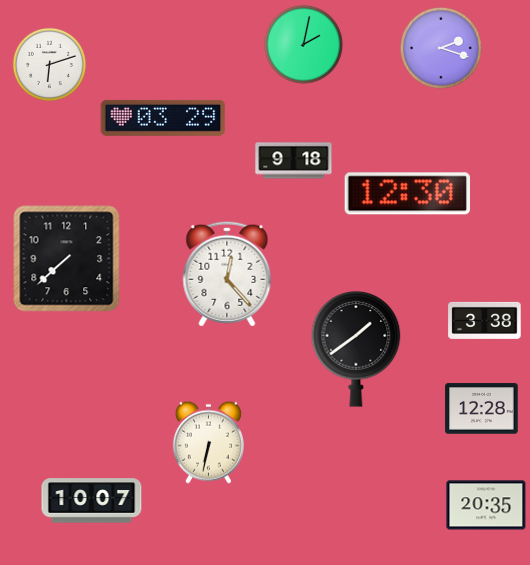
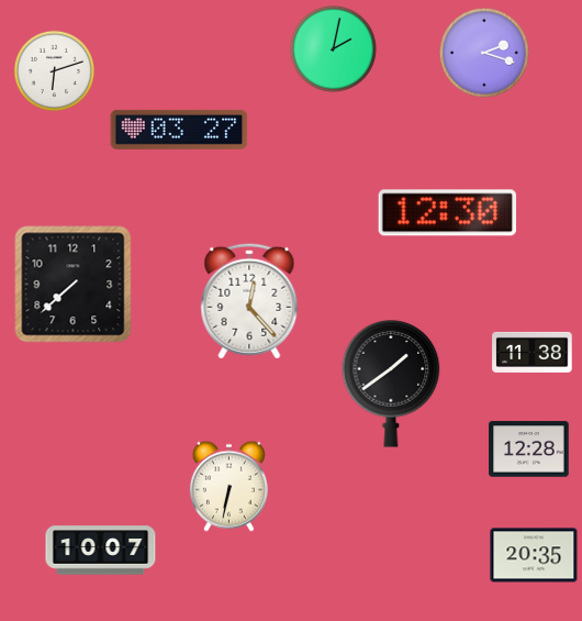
clock at (163, 118): 03:29 -> 03:27
clock at (294, 161): 9:18 -> none
clock at (485, 320): 3:38 -> 11:38
